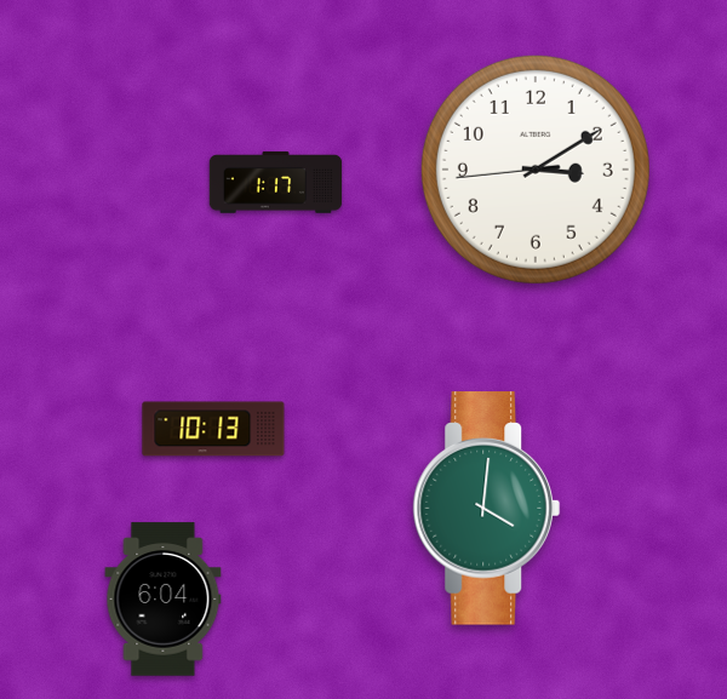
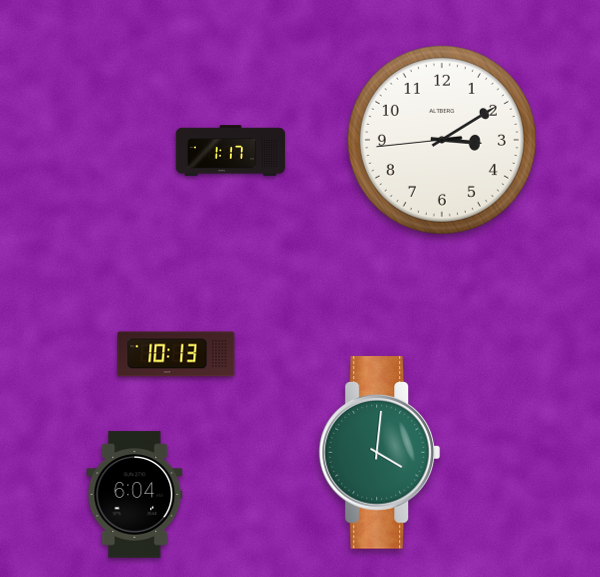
clock at (276, 183) position: (276, 183) -> (231, 151)
clock at (487, 509) position: (487, 509) -> (380, 453)
